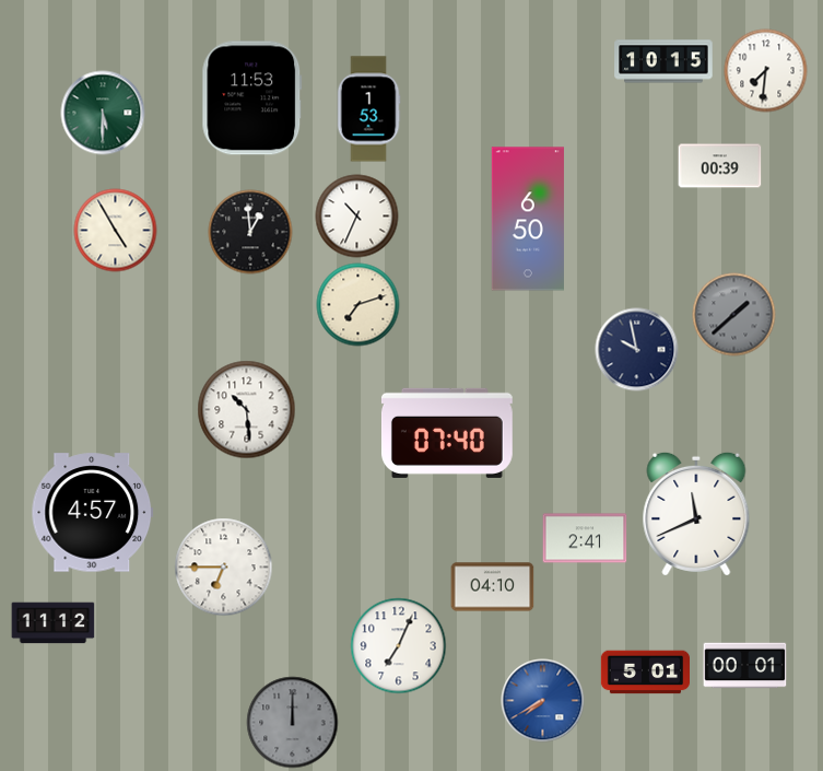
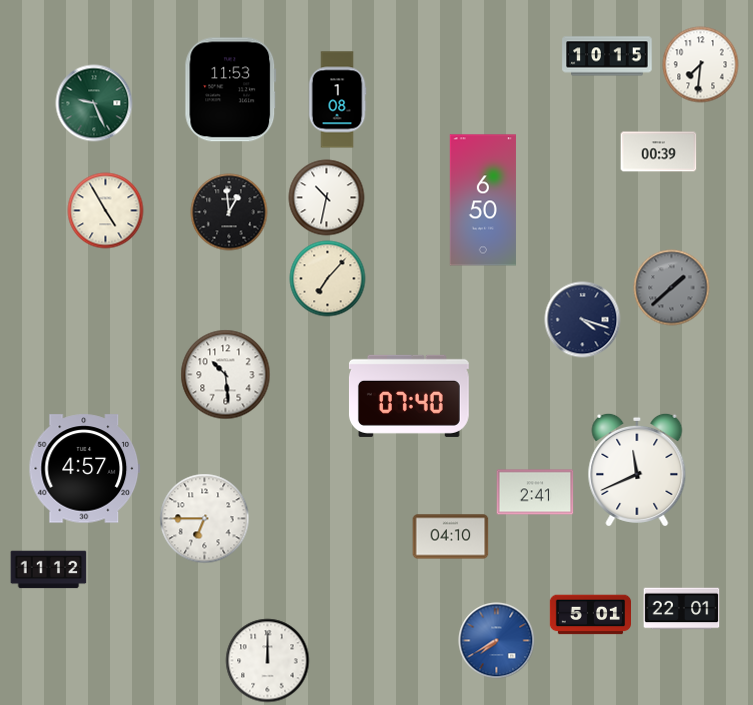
clock at (368, 109): 1:53 -> 1:08
clock at (103, 113): 5:30 -> 9:26
clock at (357, 217): 10:34 -> 10:32
clock at (358, 305): 7:12 -> 7:07
clock at (637, 350): 9:58 -> 4:18
clock at (399, 646): 7:04 -> none
clock at (745, 666): 00:01 -> 22:01
clock at (293, 723) dial: grey -> white
